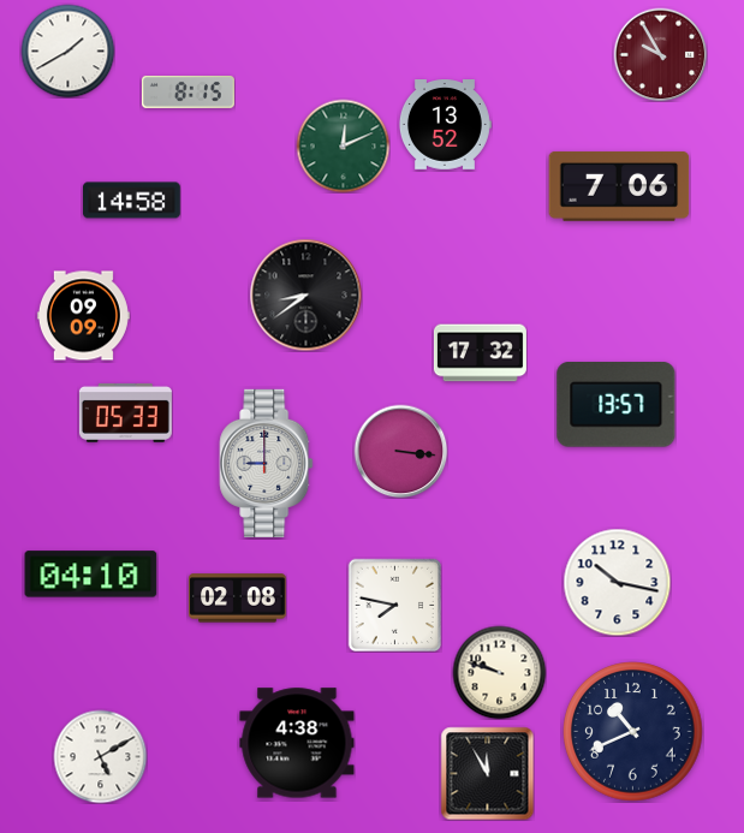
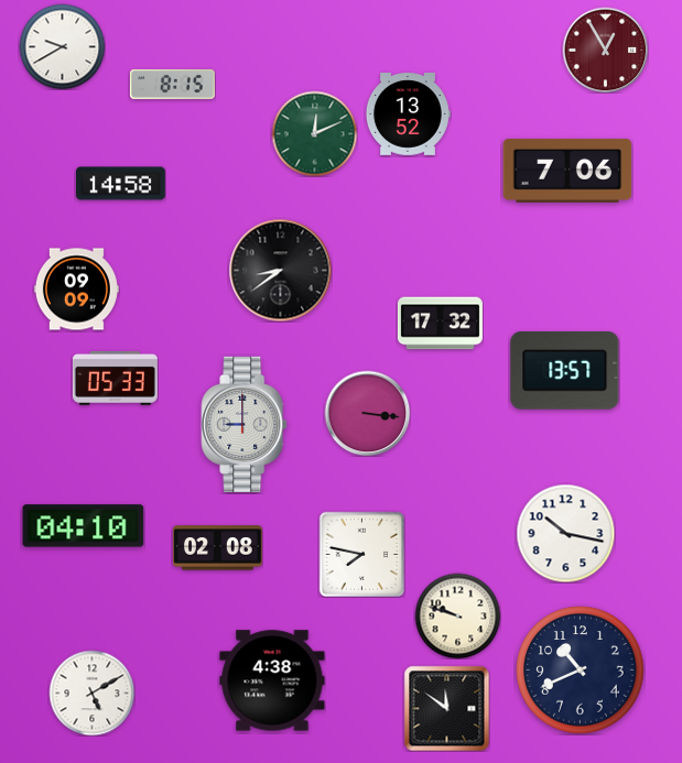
clock at (67, 50): 1:40 -> 9:40
clock at (660, 54): 9:55 -> 12:55
clock at (487, 773): 11:55 -> 11:51
